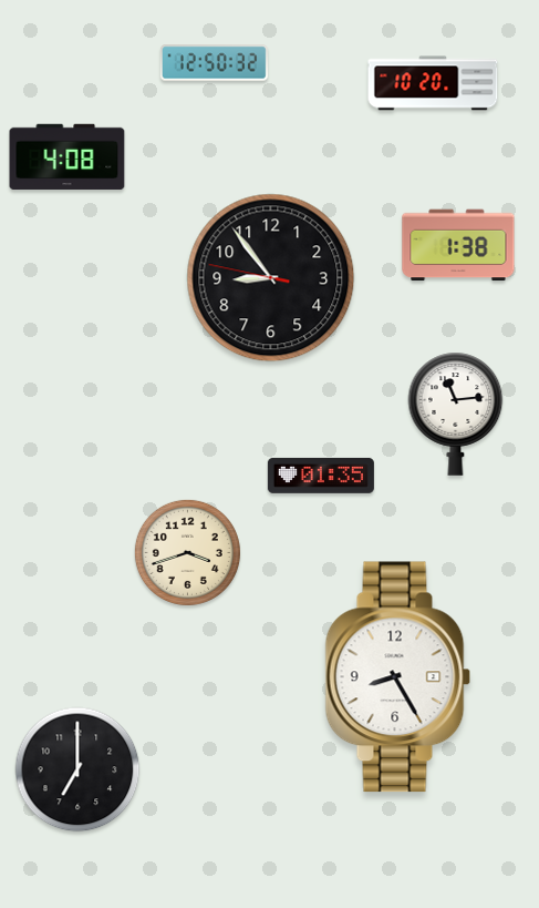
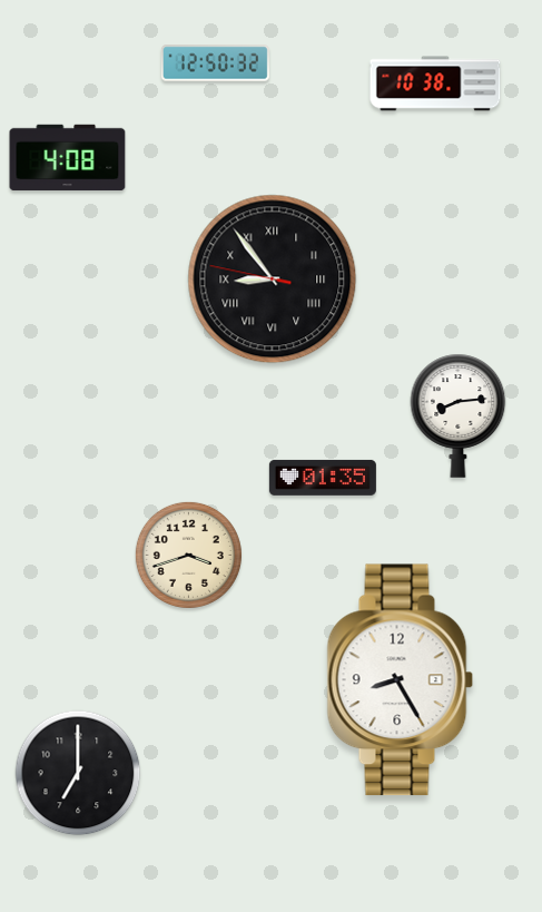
clock at (433, 83): 10:20 -> 10:38
clock at (458, 245): 1:38 -> none
clock at (271, 278) numerals: Arabic -> Roman
clock at (456, 414): 11:14 -> 8:14
